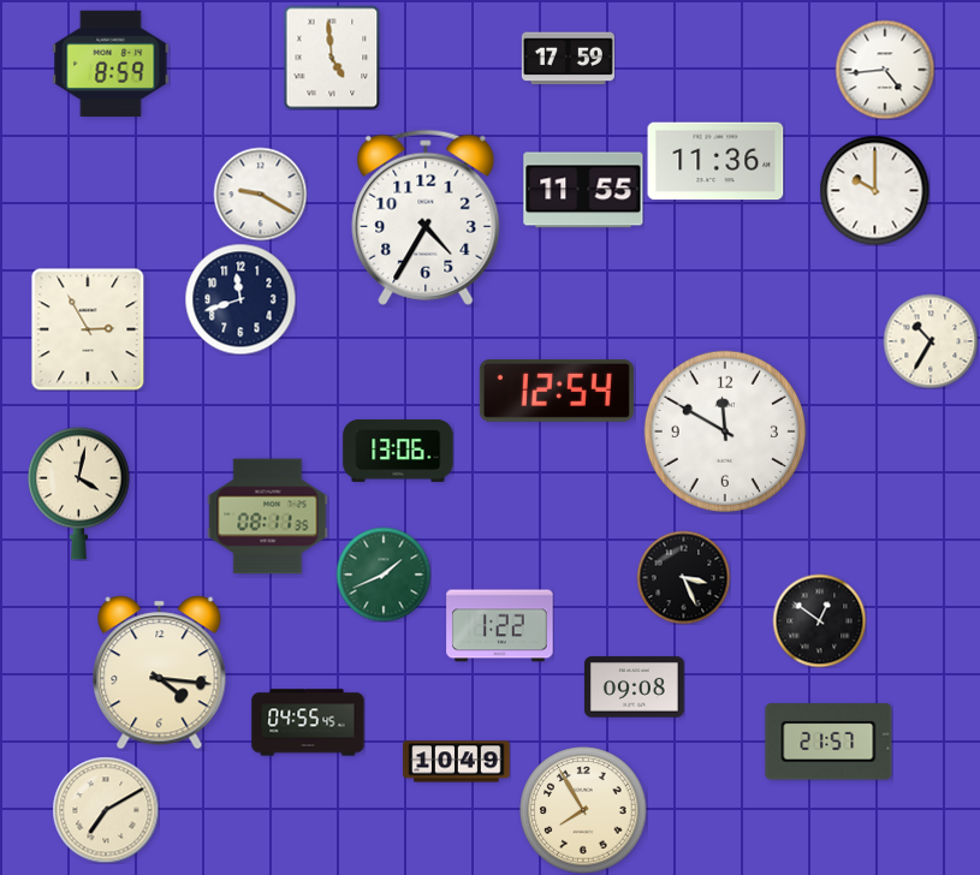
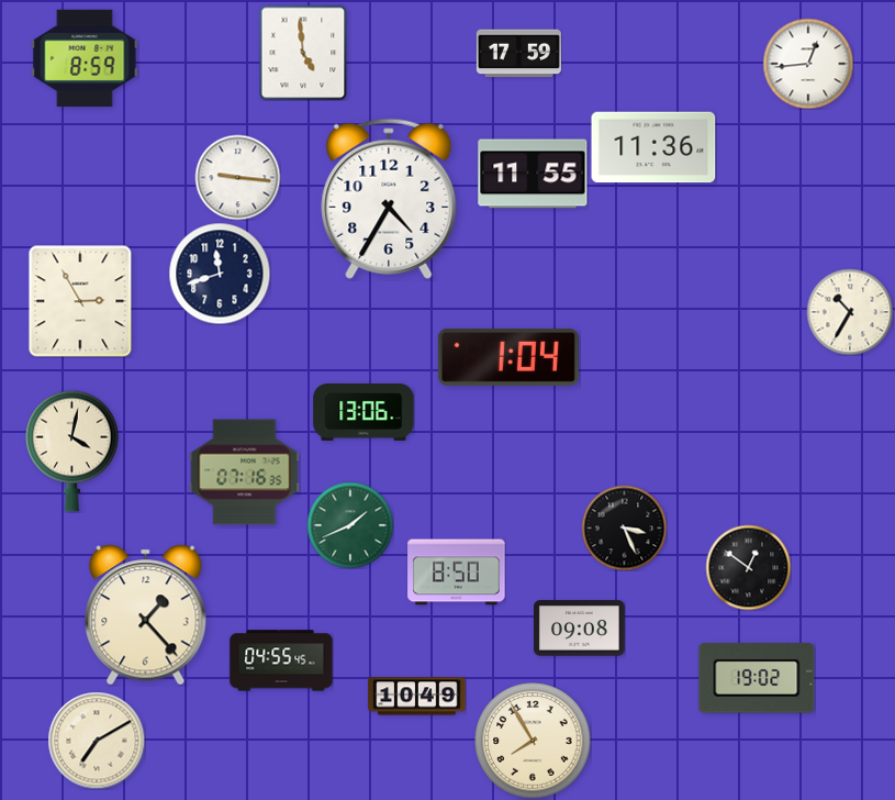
clock at (111, 62) position: (111, 62) -> (85, 57)
clock at (885, 70): 4:44 -> 12:44
clock at (874, 190): 10:00 -> none
clock at (260, 194): 9:20 -> 9:16
clock at (557, 391): 12:54 -> 1:04
clock at (725, 431): 11:50 -> none
clock at (268, 517): 08:11 -> 07:16
clock at (500, 626): 1:22 -> 8:50
clock at (160, 673): 4:16 -> 1:23
clock at (828, 742): 21:57 -> 19:02
